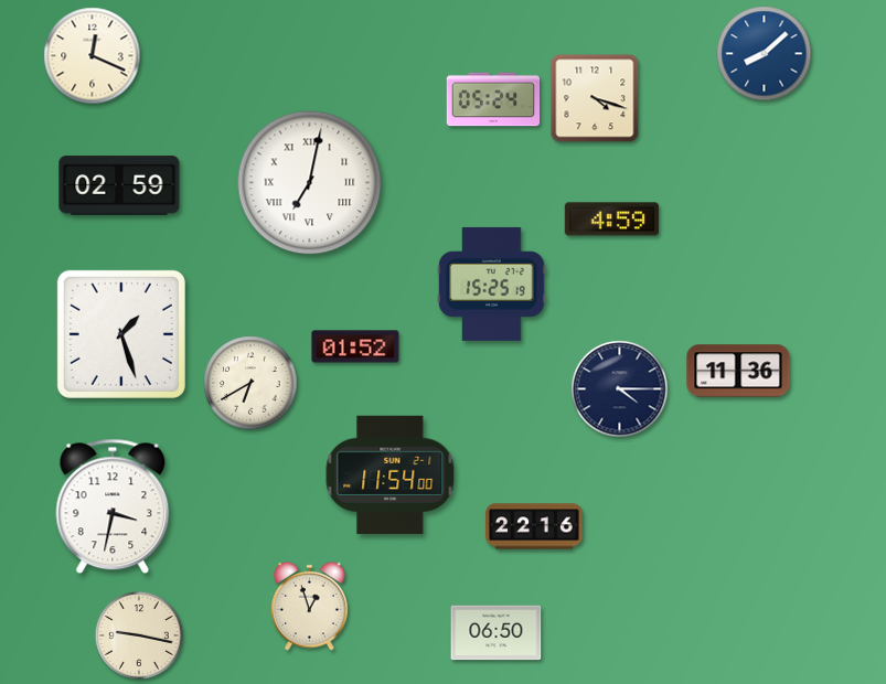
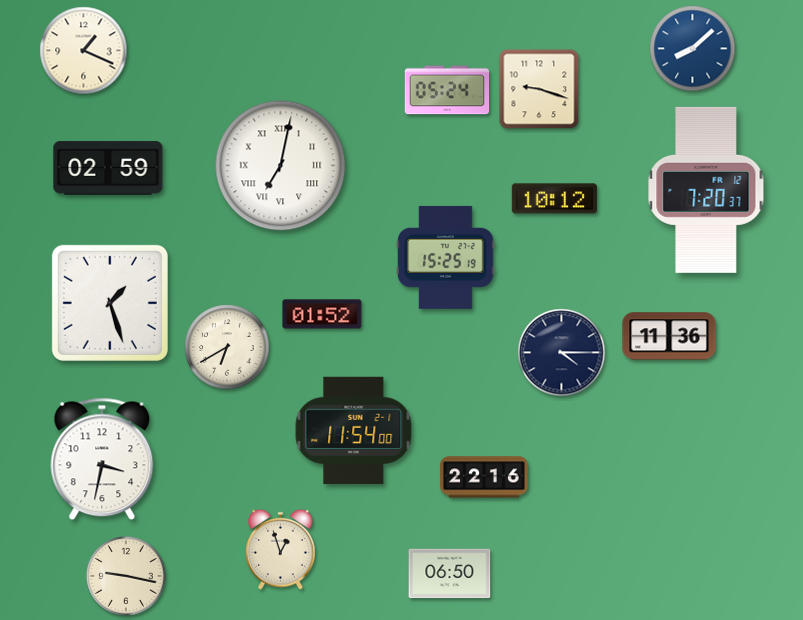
clock at (93, 56): 12:19 -> 1:19
clock at (595, 98): 4:18 -> 9:18
clock at (706, 190): none -> 7:20
clock at (611, 220): 4:59 -> 10:12
